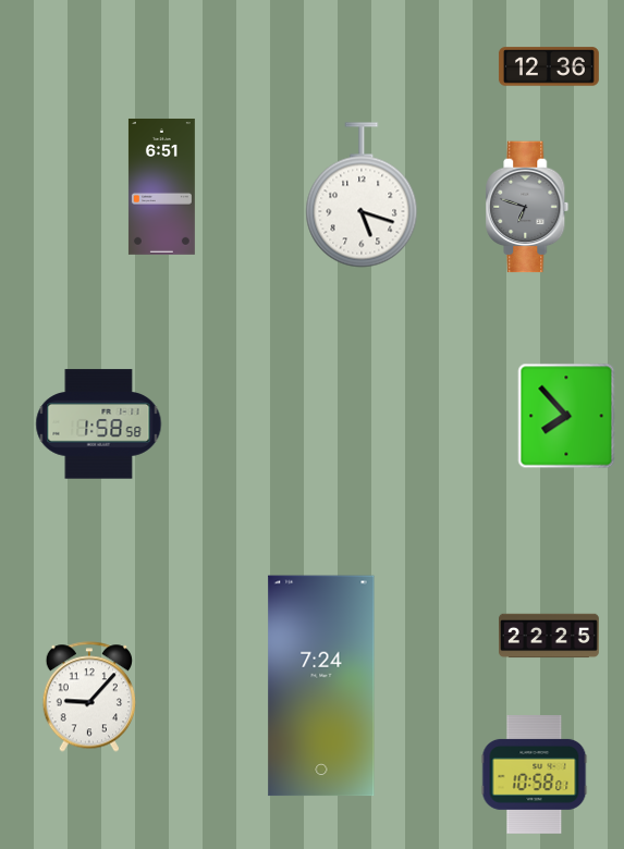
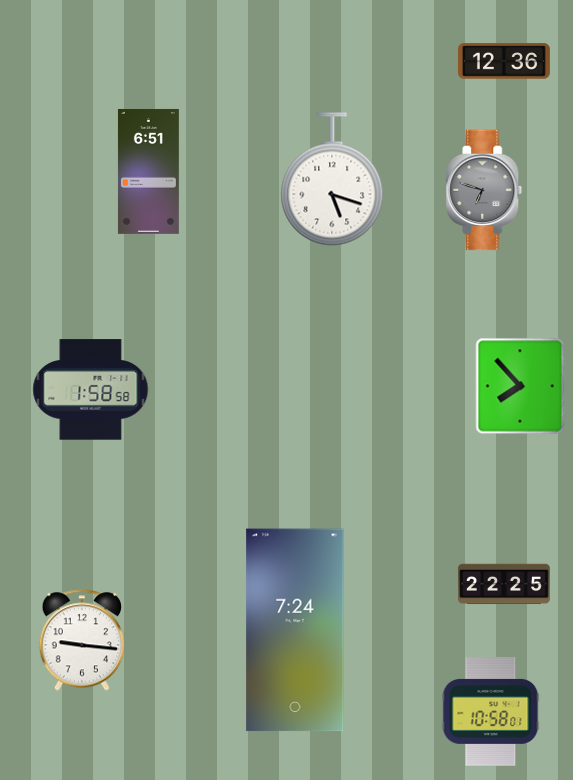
clock at (566, 416) position: (566, 416) -> (520, 386)
clock at (88, 697): 9:07 -> 9:16
